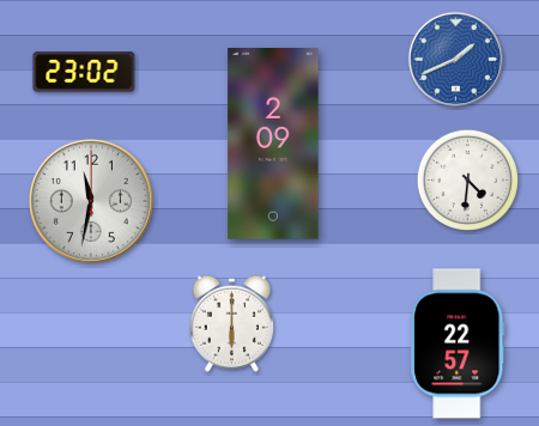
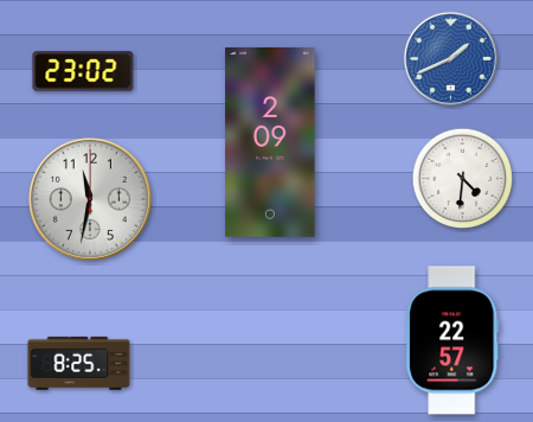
clock at (231, 323): 6:00 -> none
clock at (79, 363): none -> 8:25
